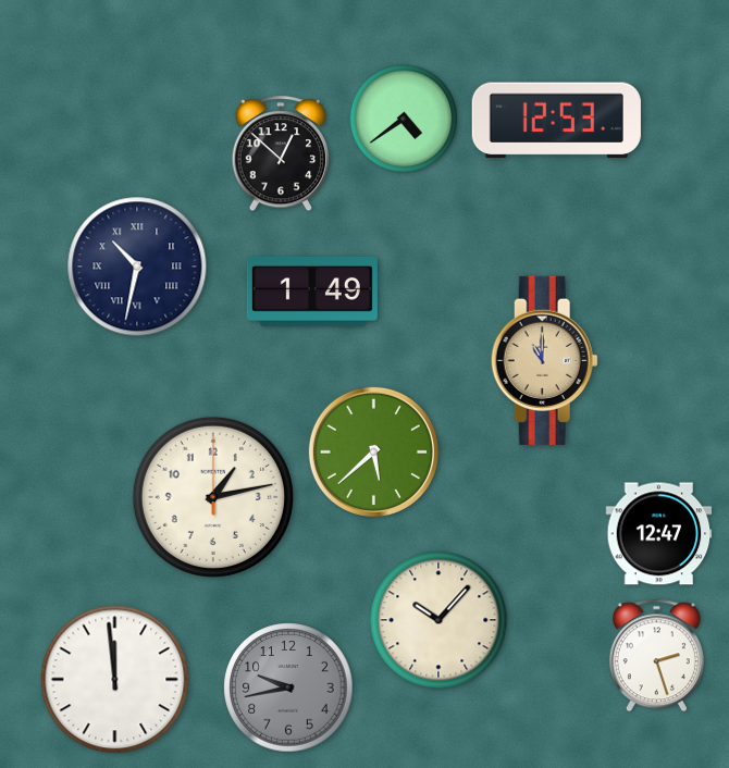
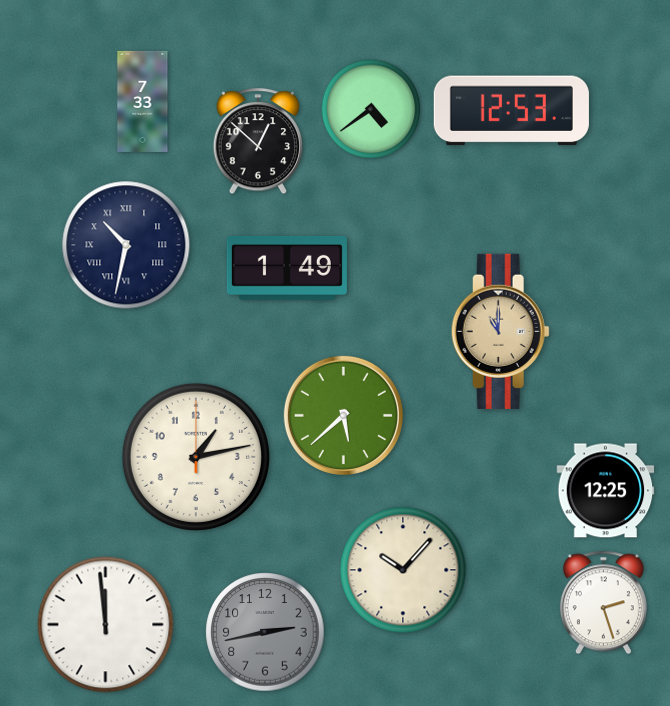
clock at (143, 101): none -> 7:33
clock at (659, 534): 12:47 -> 12:25
clock at (288, 688): 9:43 -> 2:43
